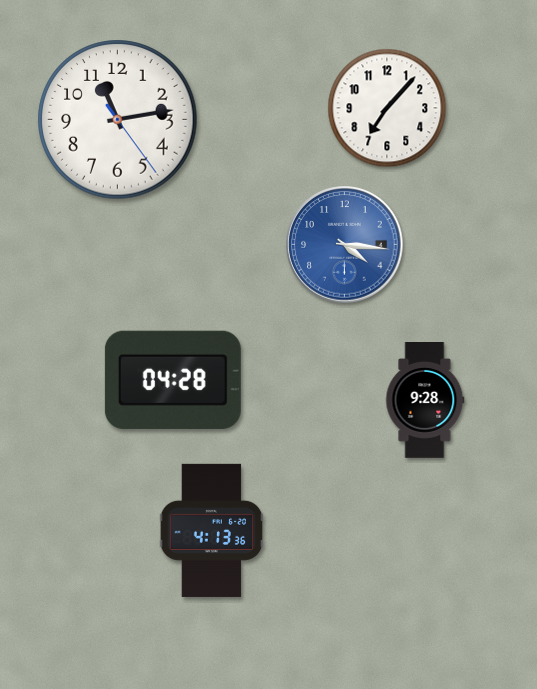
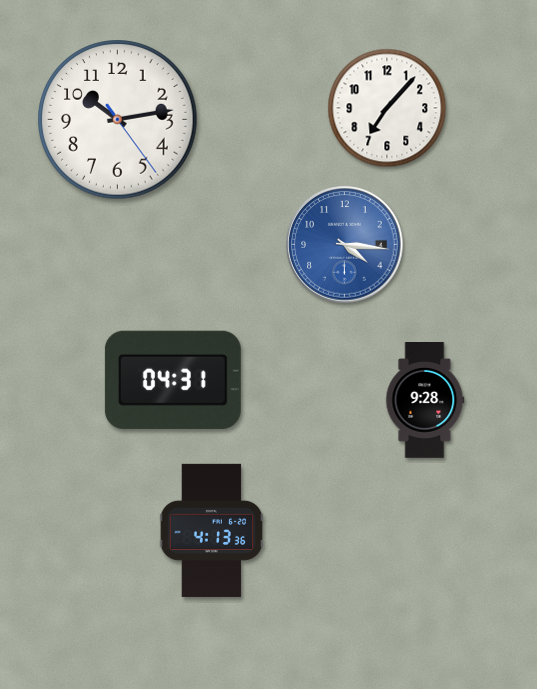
clock at (118, 120): 11:13 -> 10:13
clock at (173, 380): 04:28 -> 04:31
